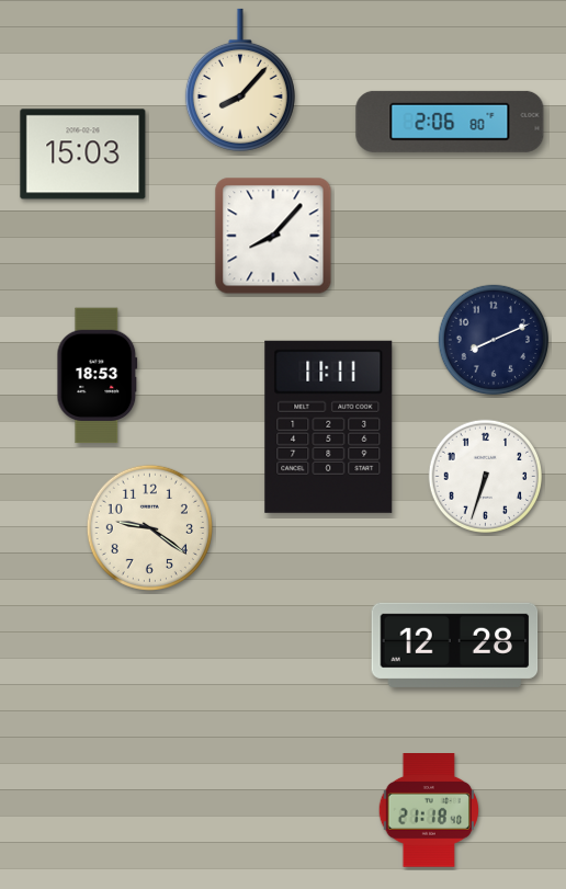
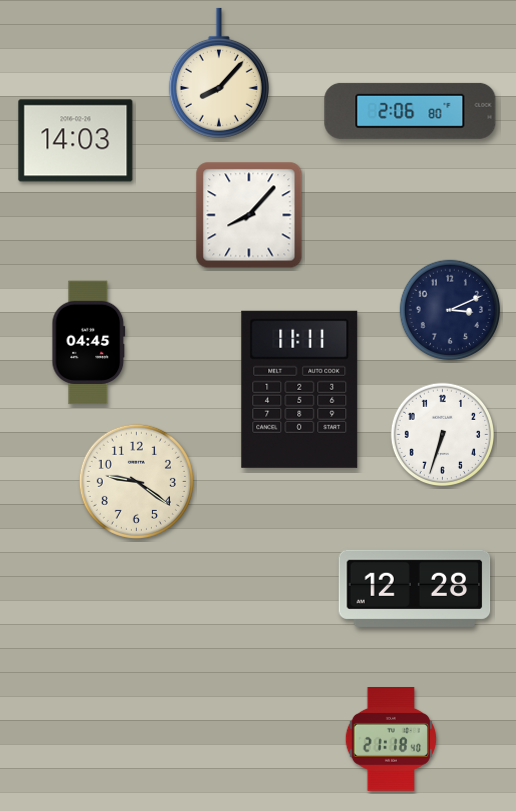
clock at (83, 155): 15:03 -> 14:03
clock at (493, 339): 8:11 -> 3:11
clock at (98, 376): 18:53 -> 04:45
